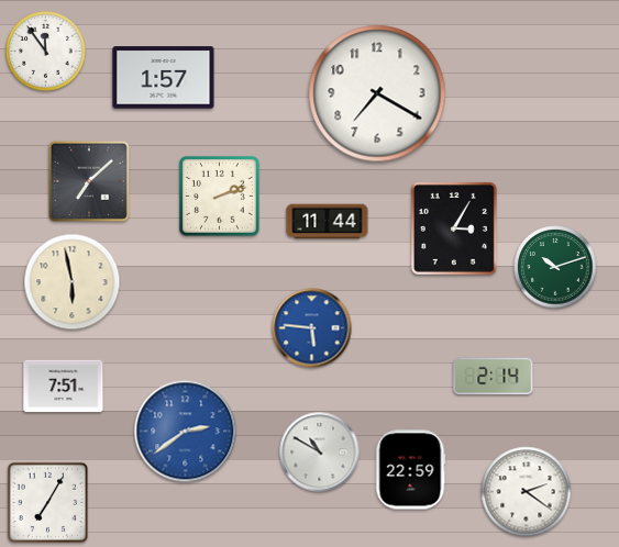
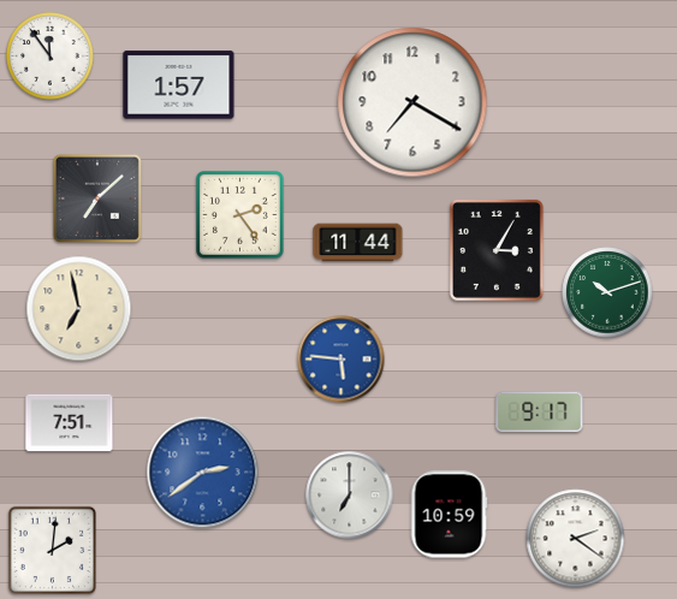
clock at (219, 196): 2:12 -> 2:24
clock at (73, 282): 5:58 -> 6:58
clock at (494, 377): 2:14 -> 9:17
clock at (320, 453): 10:50 -> 7:00
clock at (410, 470): 22:59 -> 10:59
clock at (48, 503): 7:05 -> 2:01
